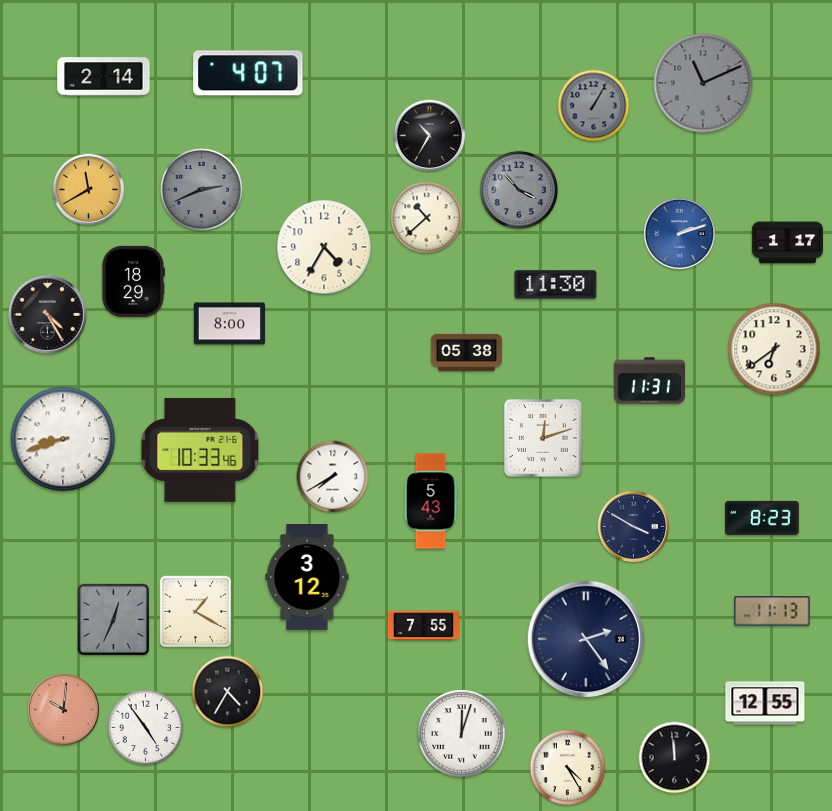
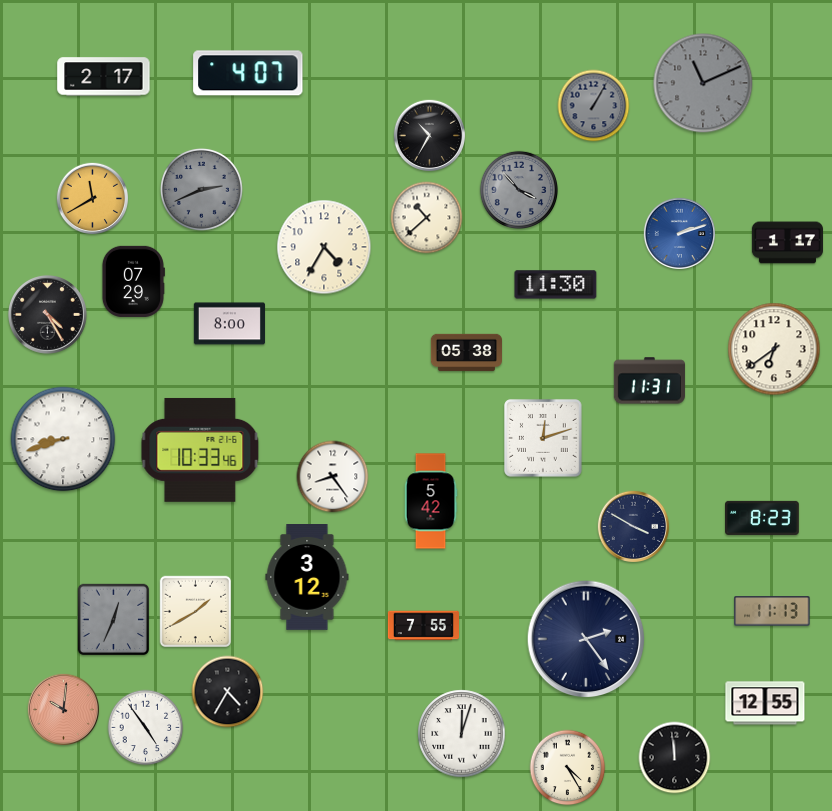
clock at (104, 77): 2:14 -> 2:17
clock at (88, 189) position: (88, 189) -> (92, 198)
clock at (133, 281): 18:29 -> 07:29
clock at (333, 477): 7:40 -> 8:24
clock at (431, 501): 5:43 -> 5:42
clock at (196, 612): 1:20 -> 1:40
